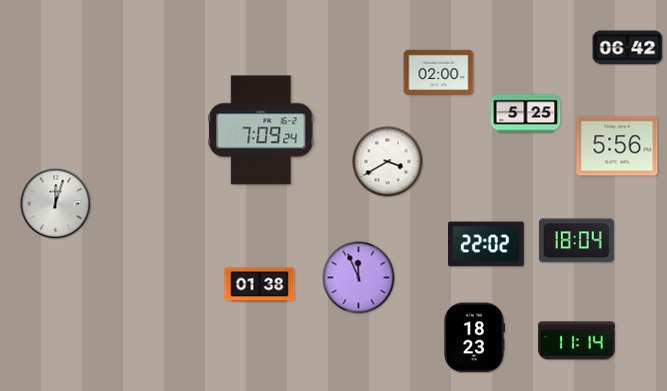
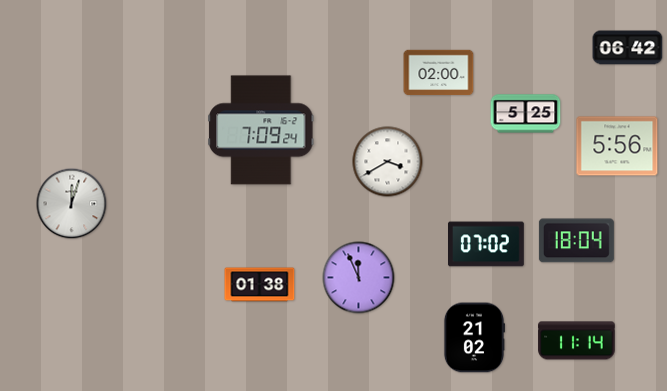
clock at (56, 204) position: (56, 204) -> (72, 204)
clock at (487, 244): 22:02 -> 07:02
clock at (473, 338): 18:23 -> 21:02
